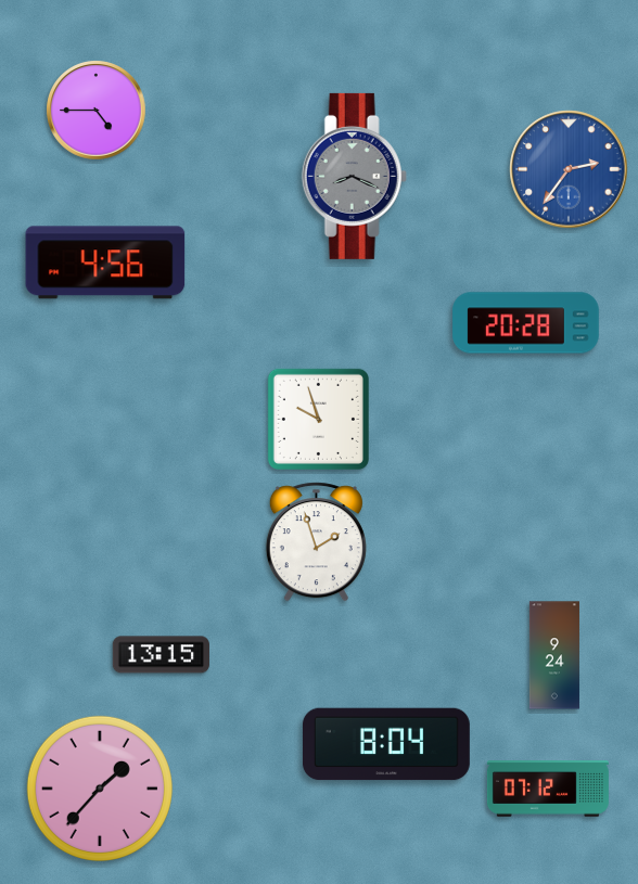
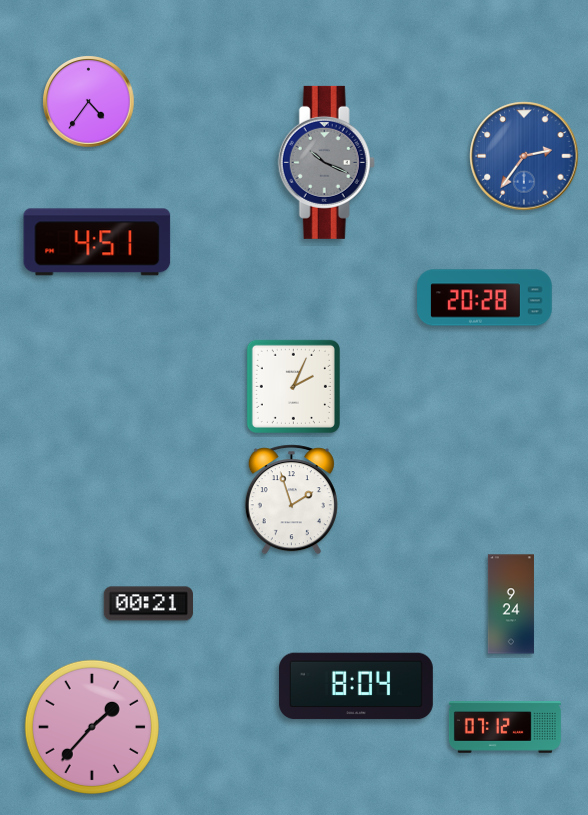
clock at (97, 111): 4:45 -> 4:36
clock at (354, 176): 8:19 -> 10:19
clock at (105, 262): 4:56 -> 4:51
clock at (318, 419): 9:57 -> 2:04
clock at (161, 655): 13:15 -> 00:21
